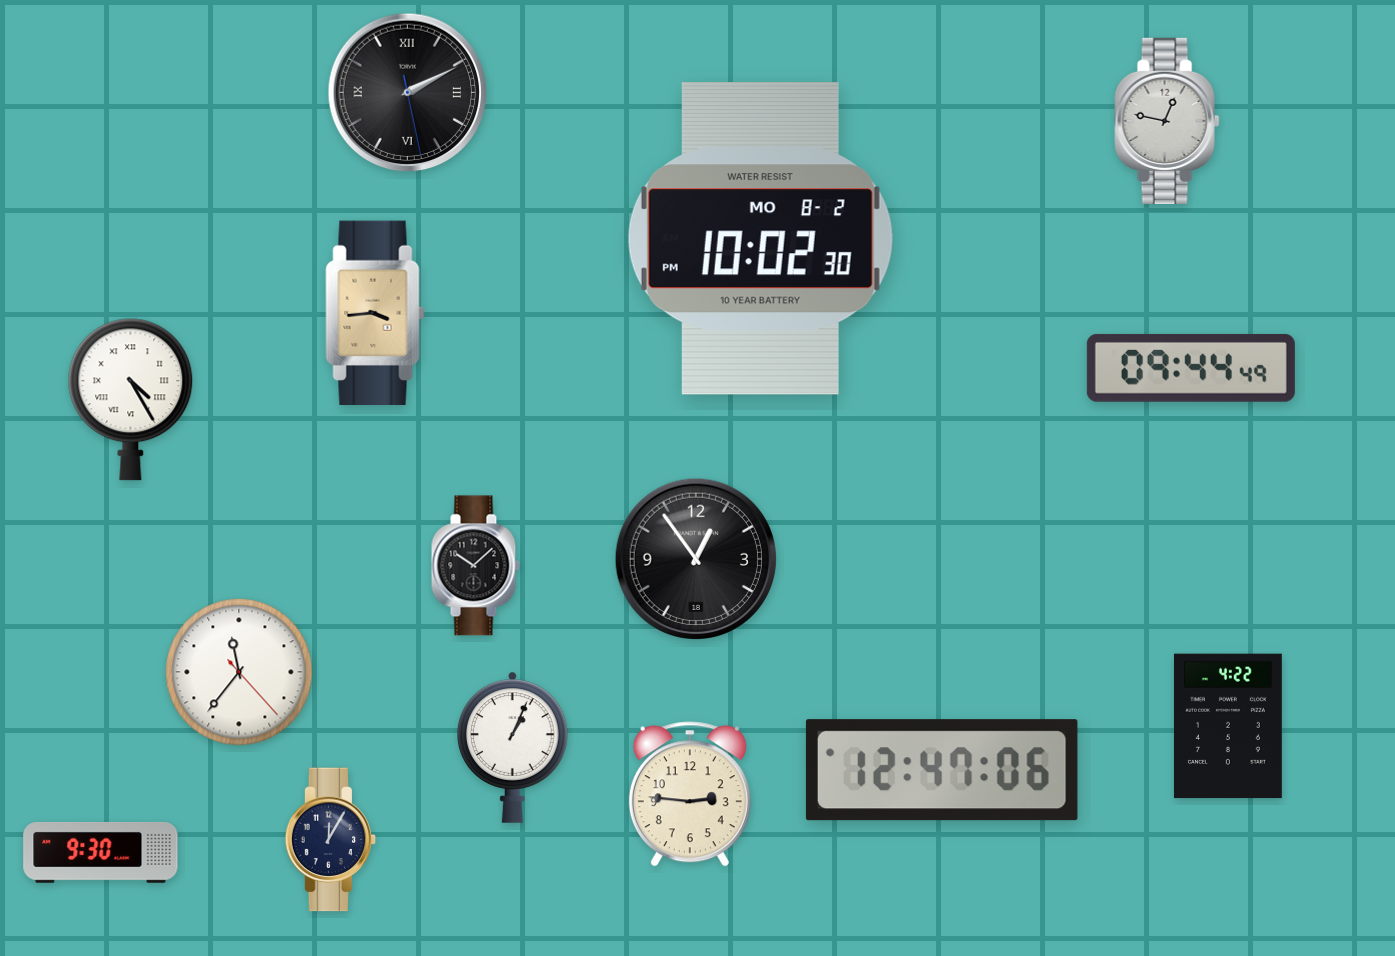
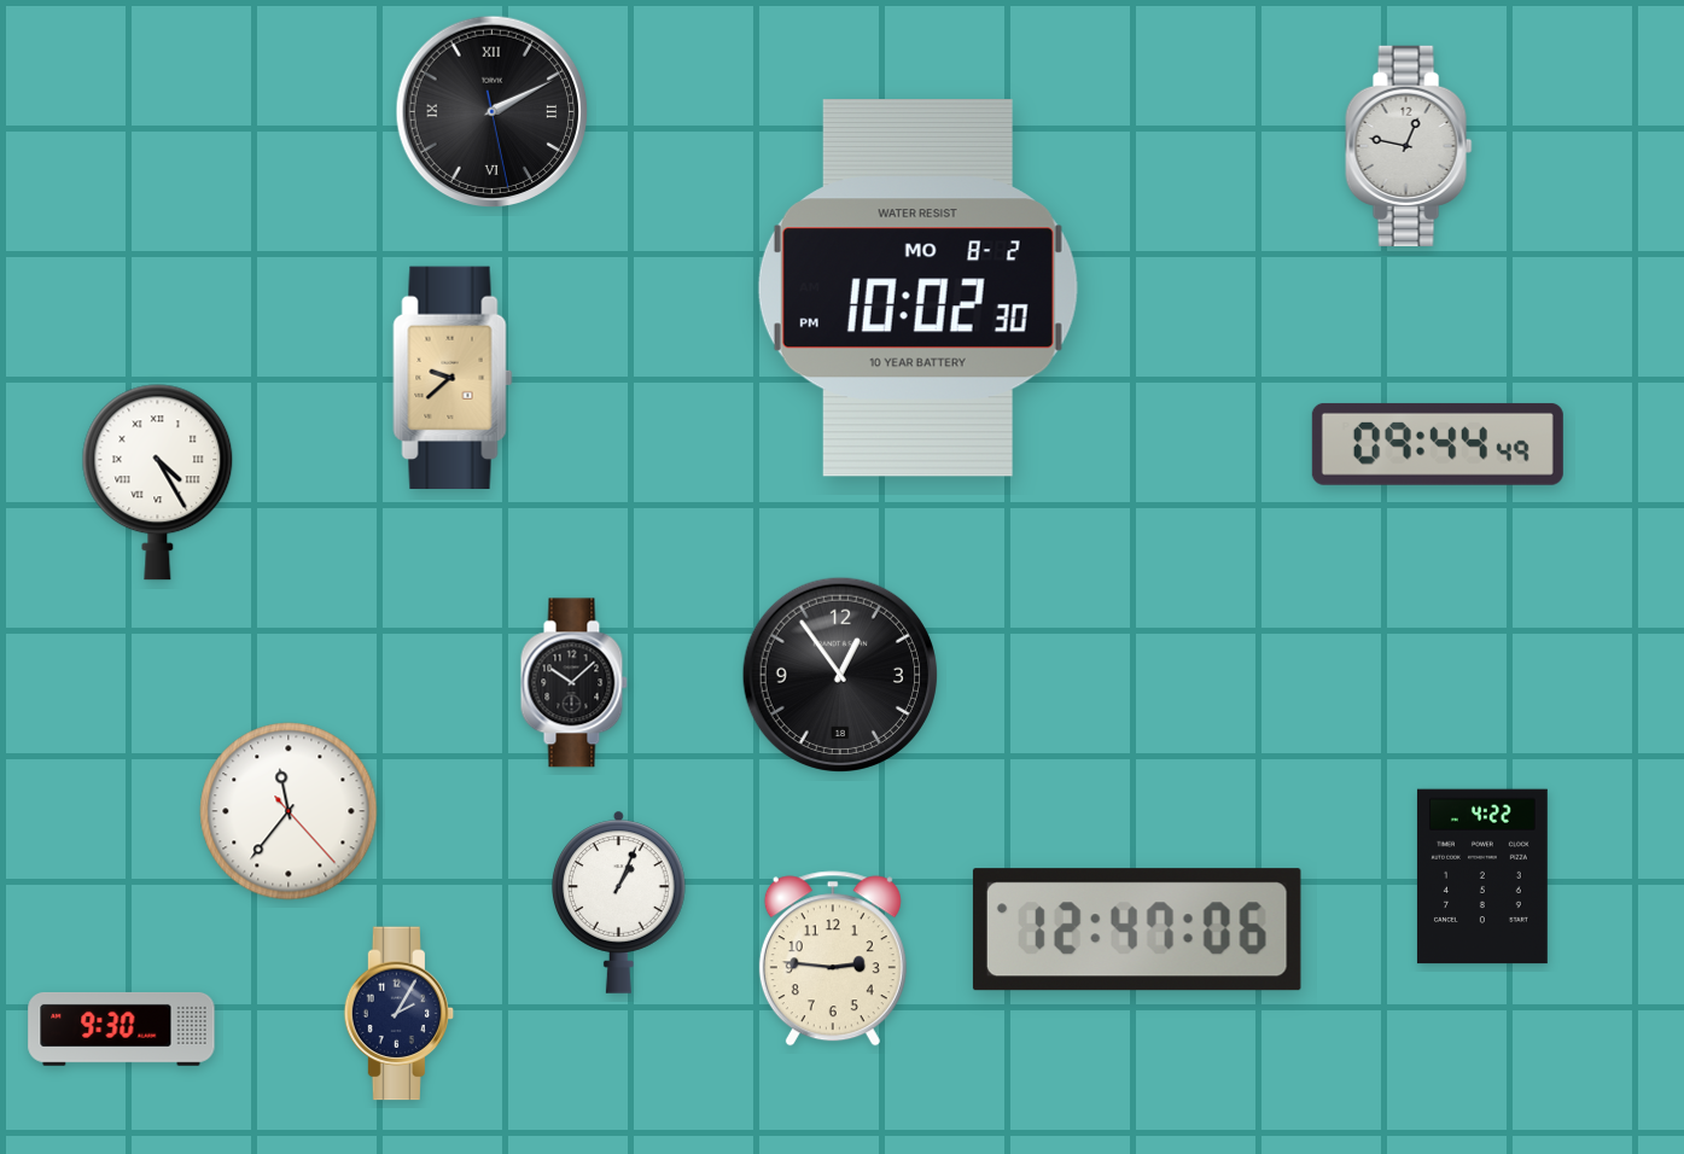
clock at (375, 312): 3:44 -> 9:38
clock at (331, 840): 12:05 -> 2:05
